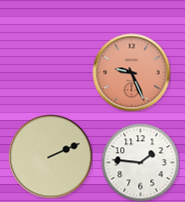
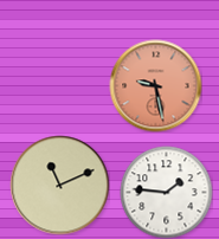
clock at (131, 72): 9:26 -> 9:28
clock at (50, 156): 2:11 -> 11:11
